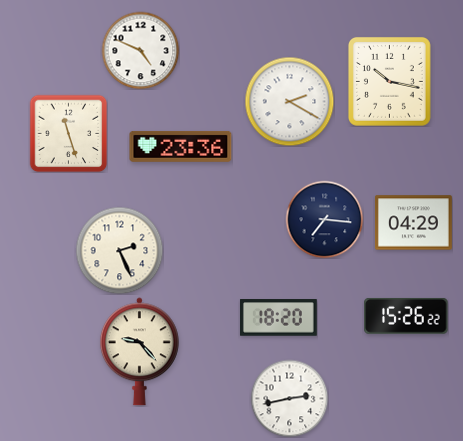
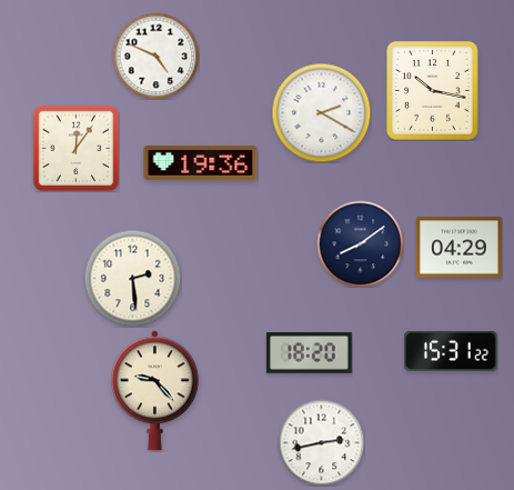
clock at (68, 133): 11:27 -> 12:06
clock at (181, 146): 23:36 -> 19:36
clock at (324, 219): 7:16 -> 8:09
clock at (119, 250): 2:26 -> 2:29
clock at (406, 316): 15:26 -> 15:31
